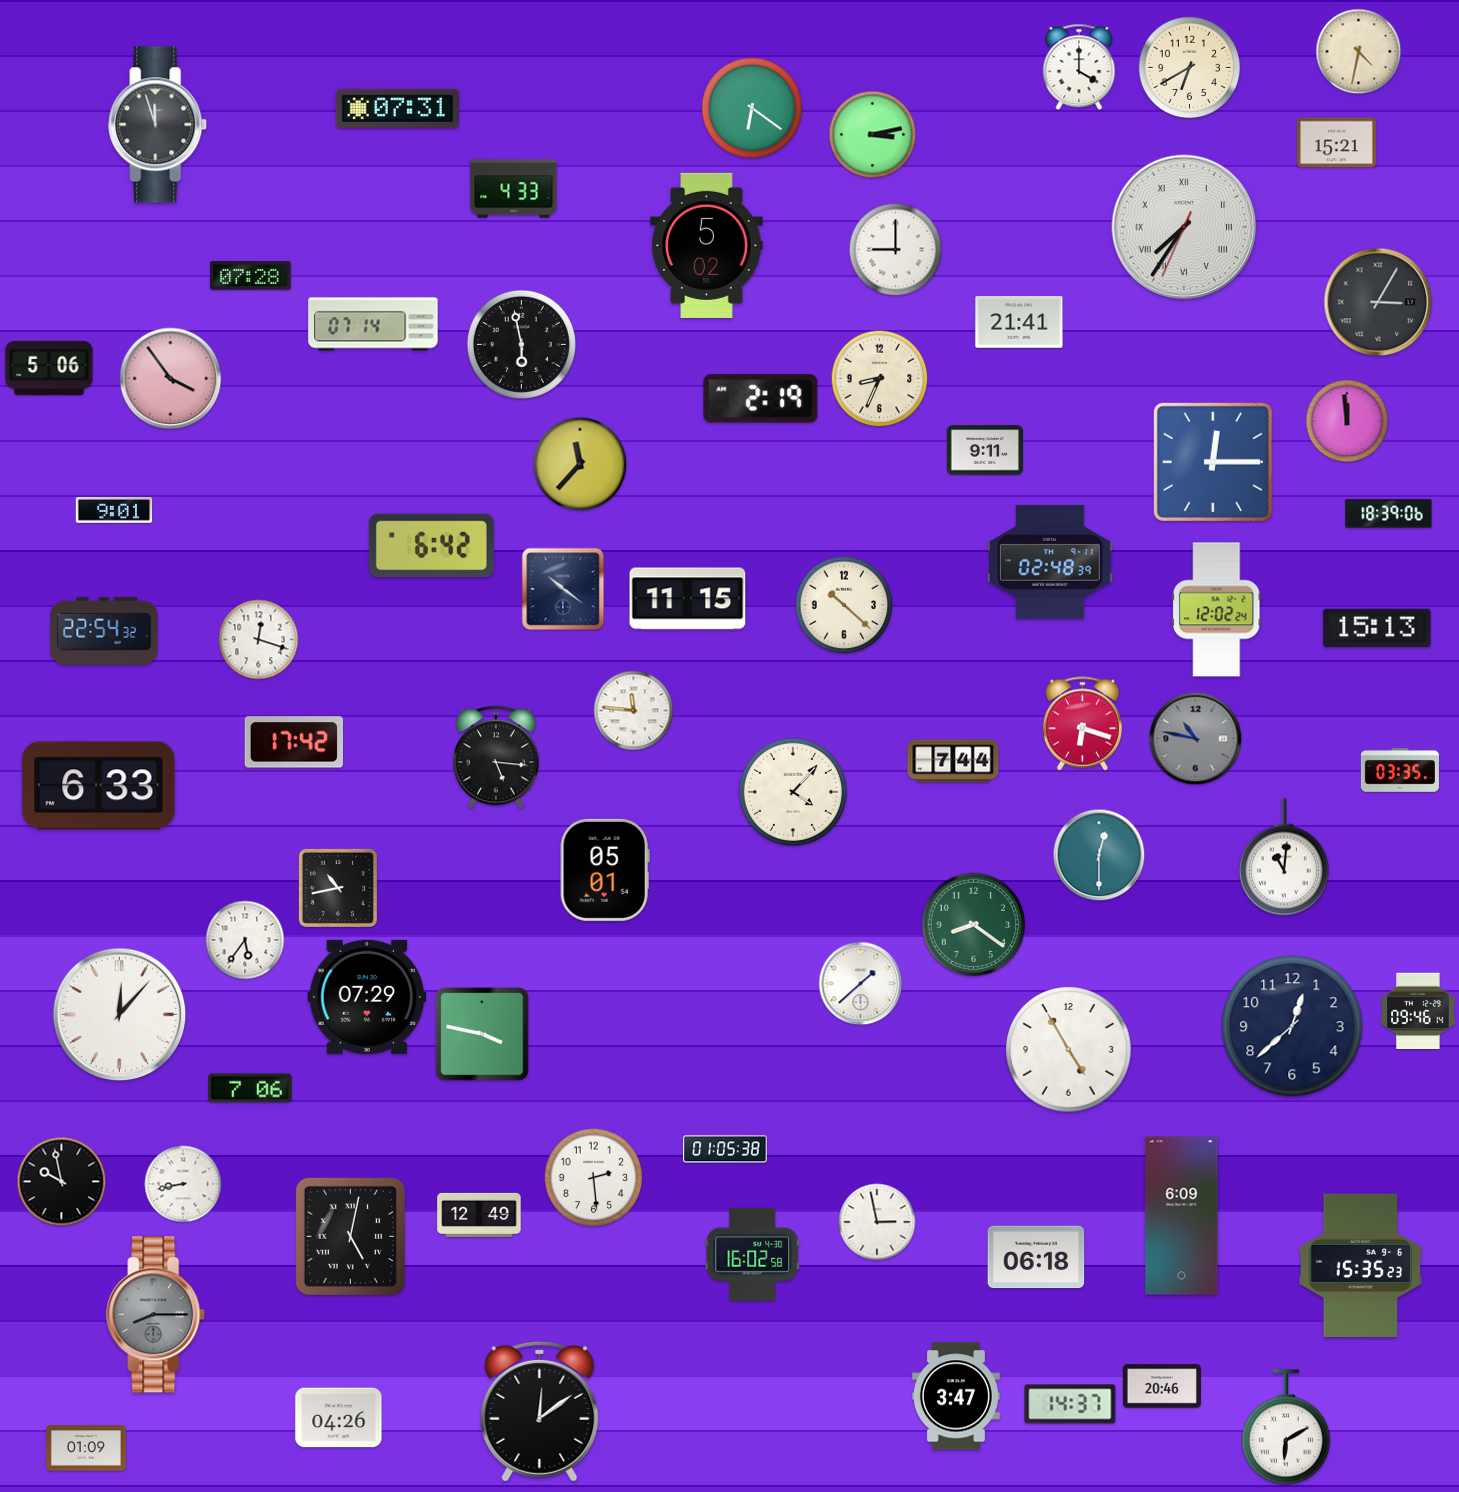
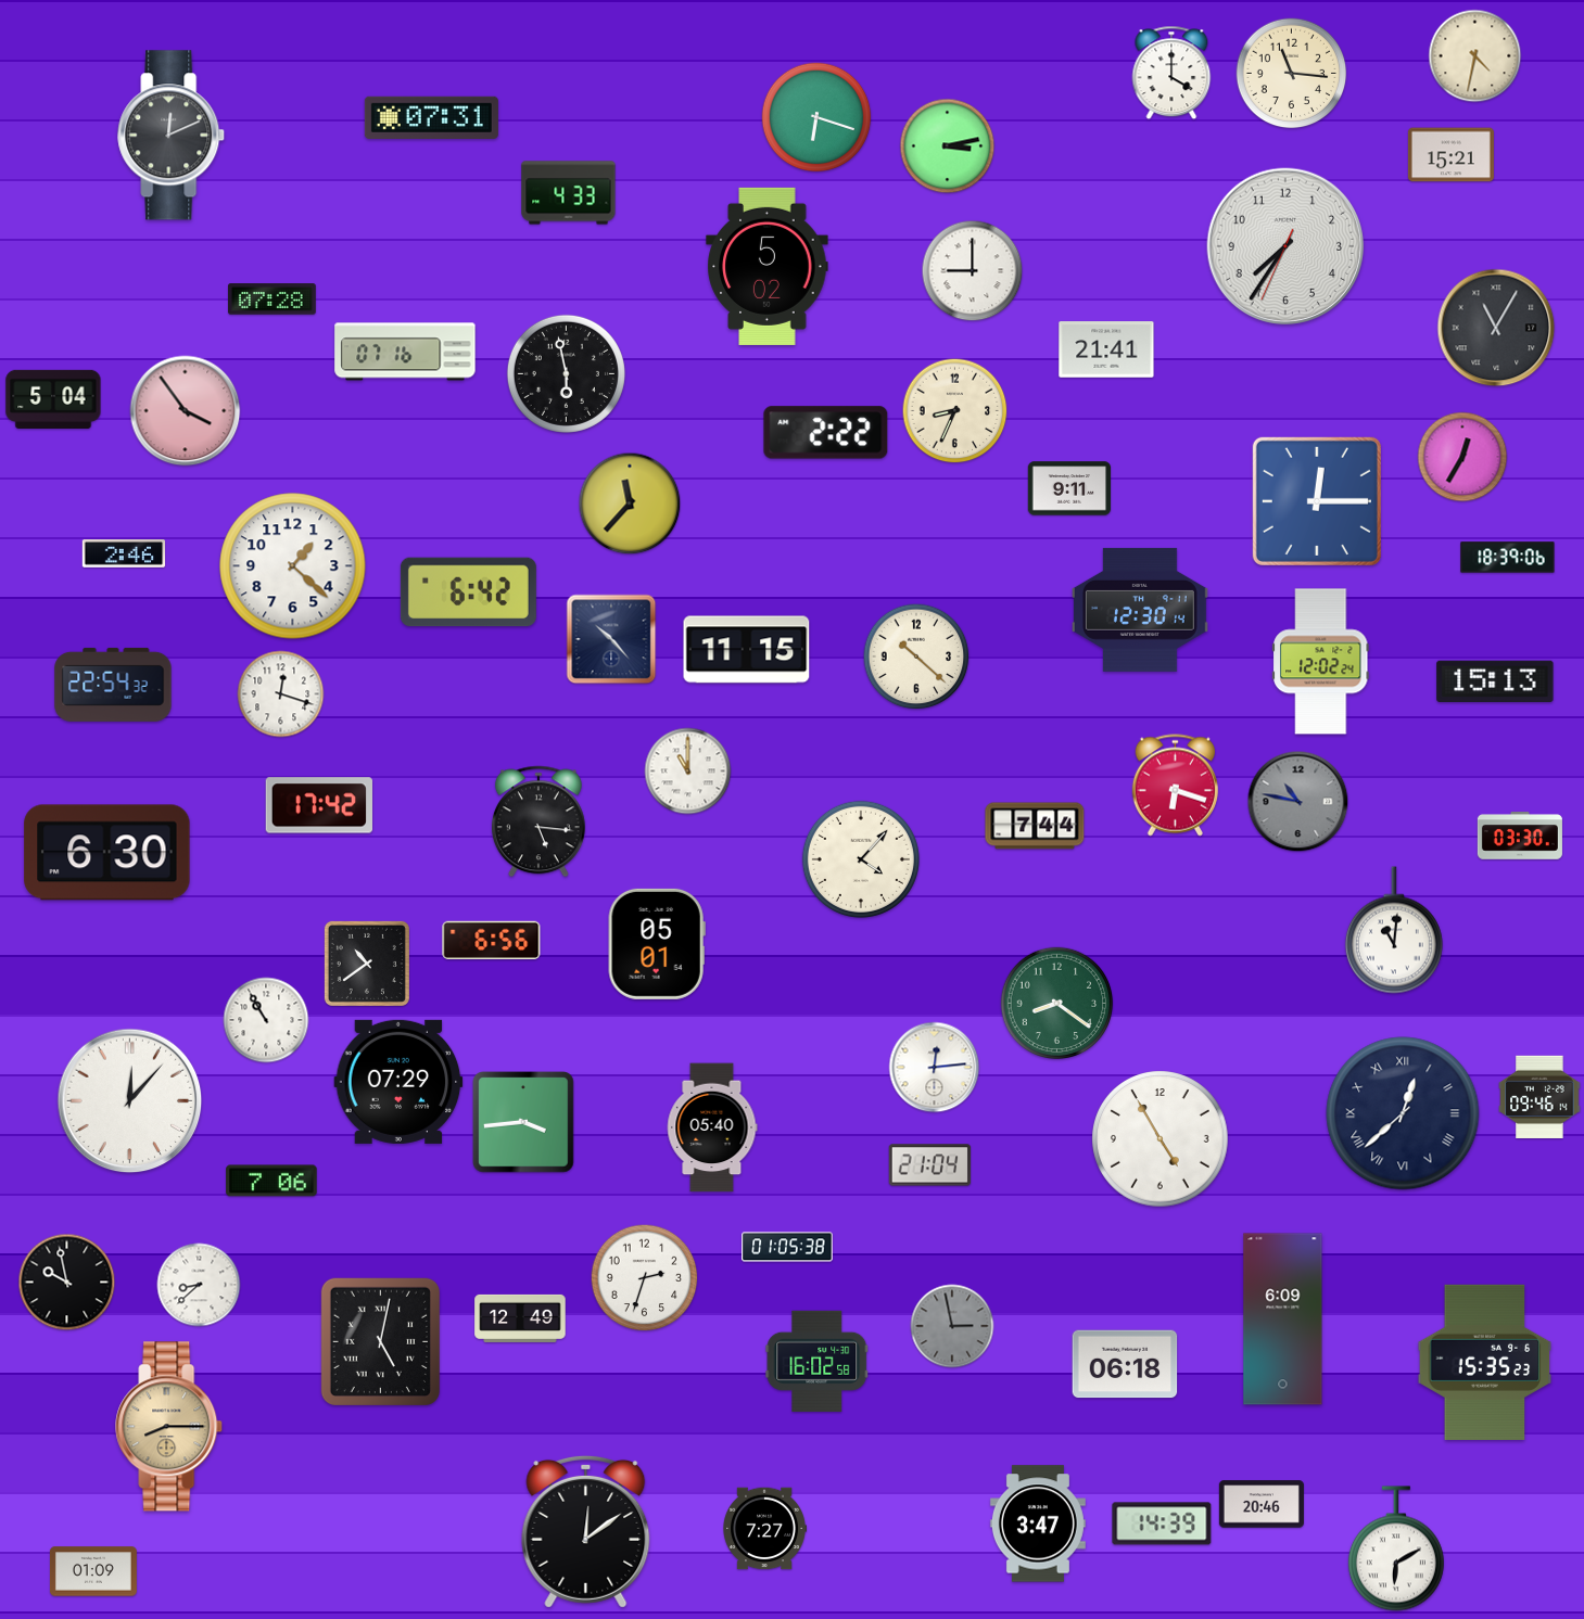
clock at (1190, 68): 6:40 -> 11:16
clock at (752, 108): 6:21 -> 6:18
clock at (158, 125): 11:57 -> 12:11
clock at (514, 189) position: (514, 189) -> (569, 193)
clock at (1184, 227) numerals: Roman -> Arabic
clock at (1378, 302): 3:05 -> 11:05
clock at (373, 324): 07:14 -> 07:16
clock at (49, 368): 5:06 -> 5:04
clock at (761, 399): 2:19 -> 2:22
clock at (1347, 421): 11:59 -> 12:35
clock at (114, 510): 9:01 -> 2:46
clock at (293, 566): none -> 1:22
clock at (1050, 562): 02:48 -> 12:30
clock at (563, 589): 10:21 -> 10:23
clock at (634, 711): 11:46 -> 11:00
clock at (1400, 770): 03:35 -> 03:30
clock at (99, 786): 6:33 -> 6:30
clock at (1099, 855): 12:30 -> none
clock at (492, 940): none -> 6:56
clock at (338, 888): 10:43 -> 10:39
clock at (245, 940): 5:36 -> 10:55
clock at (861, 984): 1:38 -> 12:14
clock at (1292, 1026) numerals: Arabic -> Roman
clock at (483, 1035): 3:47 -> 3:44
clock at (712, 1127): none -> 05:40
clock at (930, 1165): none -> 21:04
clock at (594, 1178): 2:29 -> 2:33
clock at (183, 1184): 8:43 -> 8:38
clock at (877, 1222) dial: white -> grey
clock at (1361, 1265) position: (1361, 1265) -> (1485, 1362)
clock at (156, 1315) dial: grey -> champagne
clock at (956, 1396) position: (956, 1396) -> (1038, 1524)
clock at (1070, 1404): 14:37 -> 14:39
clock at (764, 1529): none -> 7:27
clock at (339, 1418): 04:26 -> none
